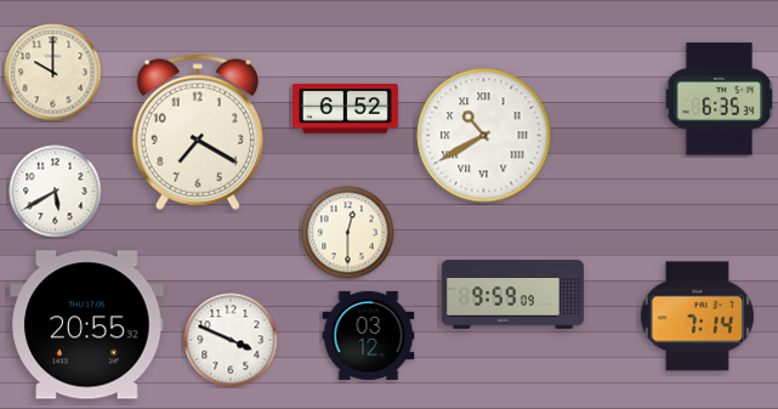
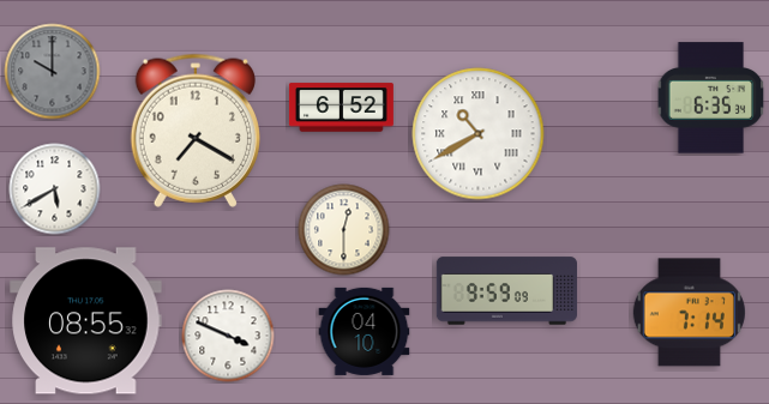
clock at (53, 73) dial: cream -> grey
clock at (87, 325): 20:55 -> 08:55
clock at (369, 335): 03:12 -> 04:10
